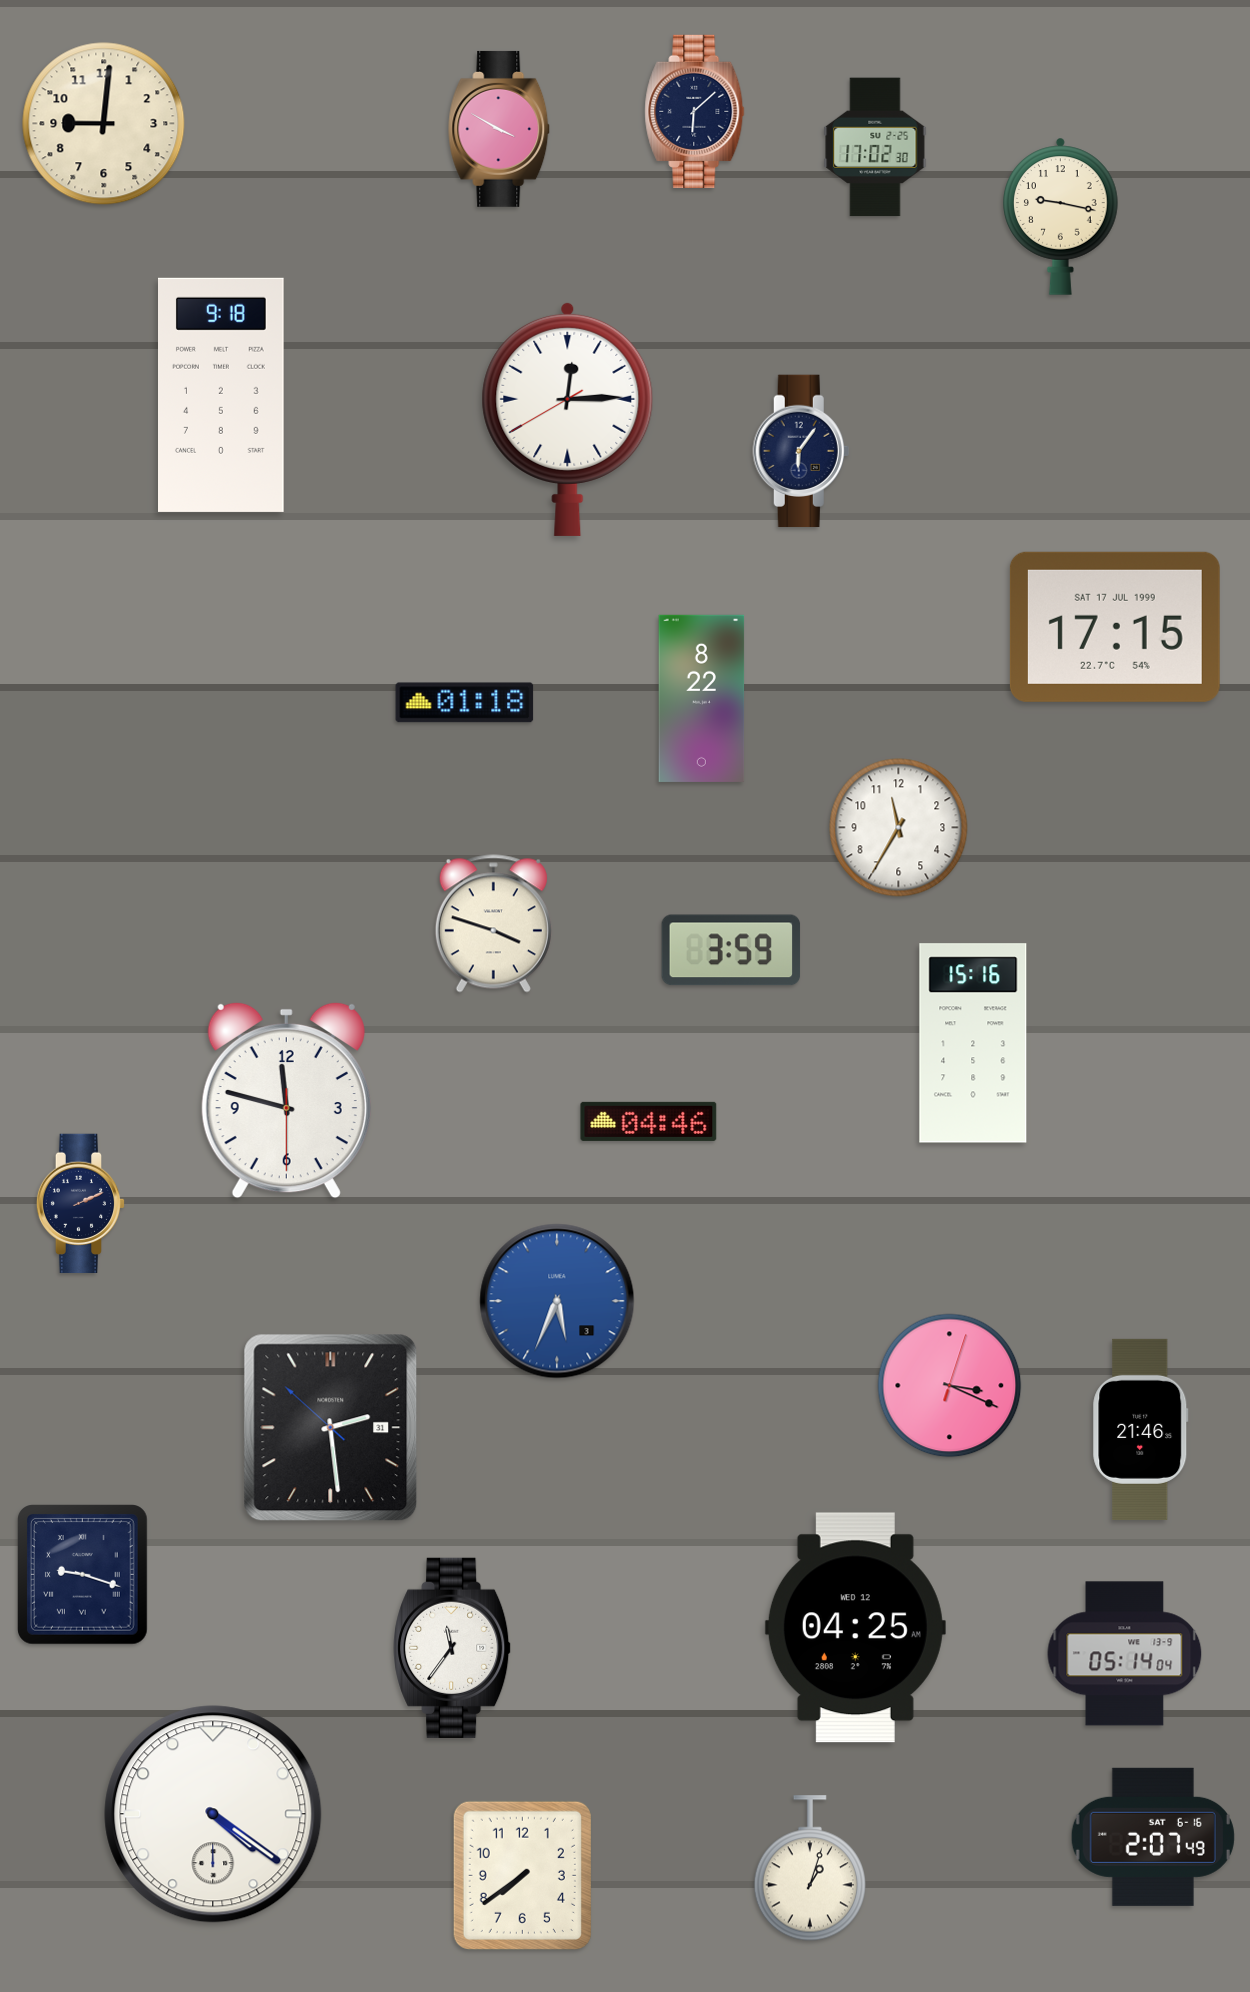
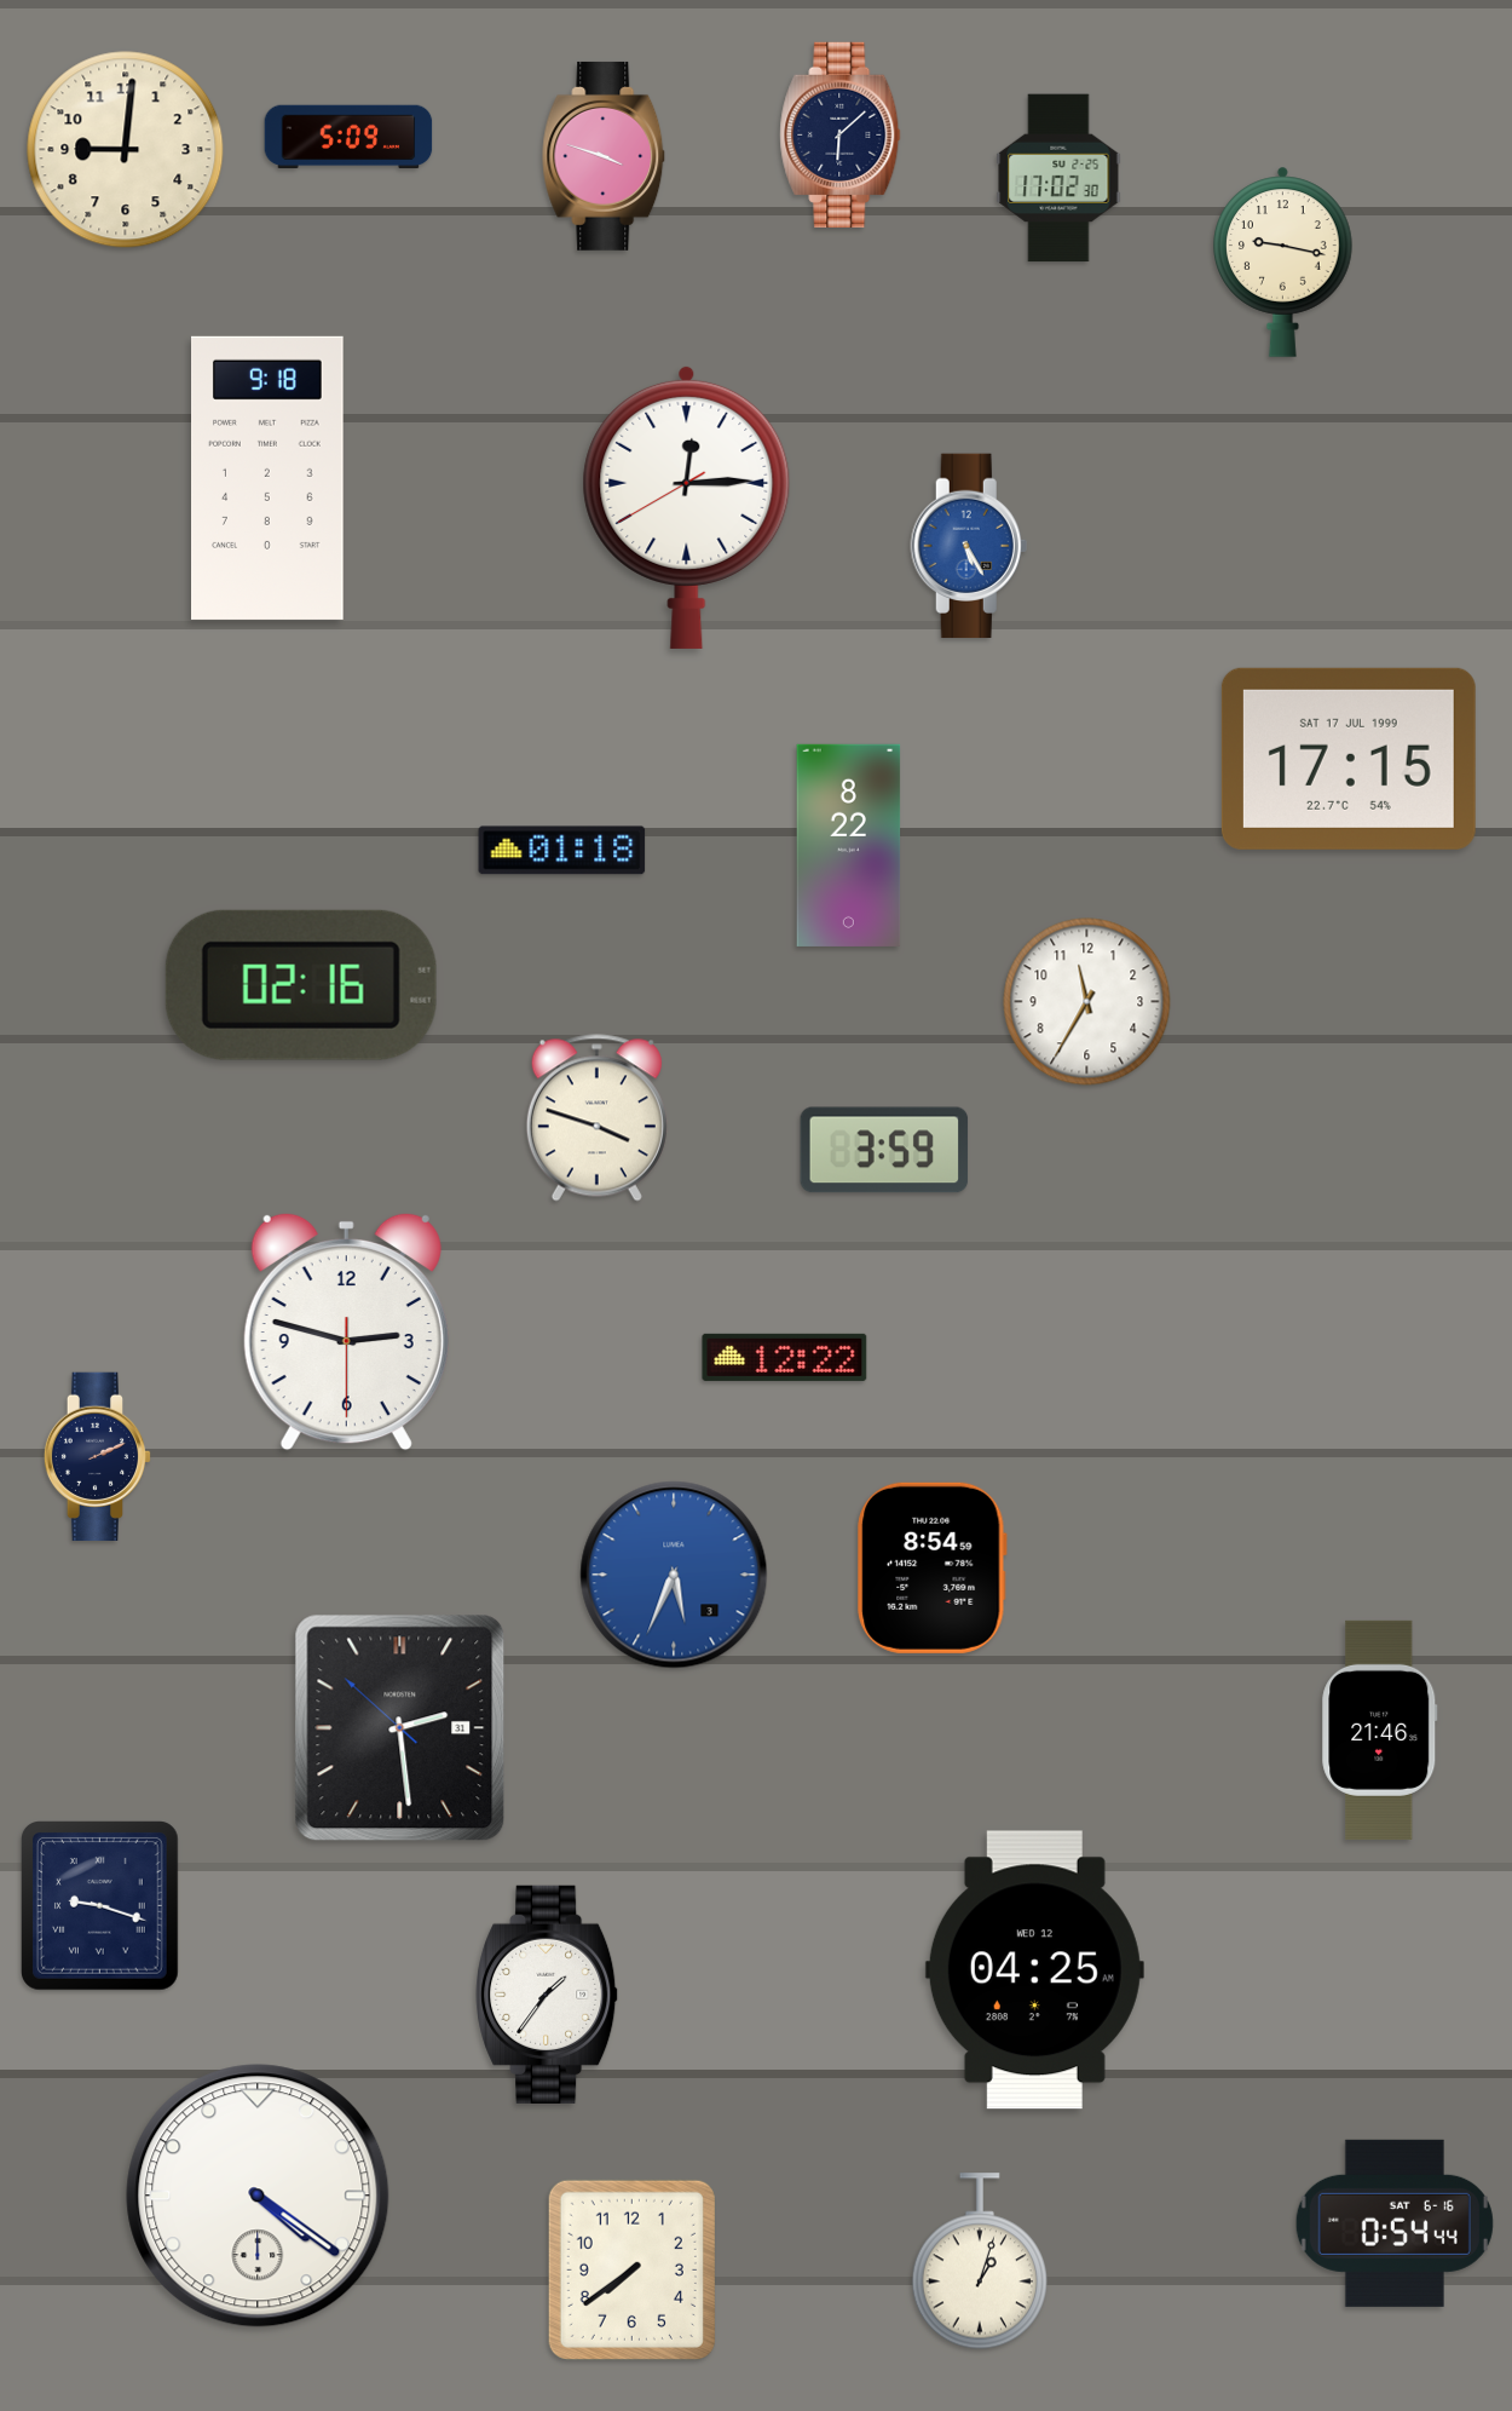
clock at (348, 137): none -> 5:09
clock at (500, 129): 3:50 -> 3:48
clock at (801, 451): 6:06 -> 5:25
clock at (801, 451) dial: navy -> blue
clock at (301, 985): none -> 02:16
clock at (973, 1043): 15:16 -> none
clock at (286, 1100): 11:47 -> 2:47
clock at (649, 1121): 04:46 -> 12:22
clock at (933, 1567): none -> 8:54
clock at (950, 1386): 3:19 -> none
clock at (453, 1648): 11:36 -> 1:36
clock at (1125, 1654): 05:14 -> none
clock at (1153, 1837): 2:07 -> 0:54
